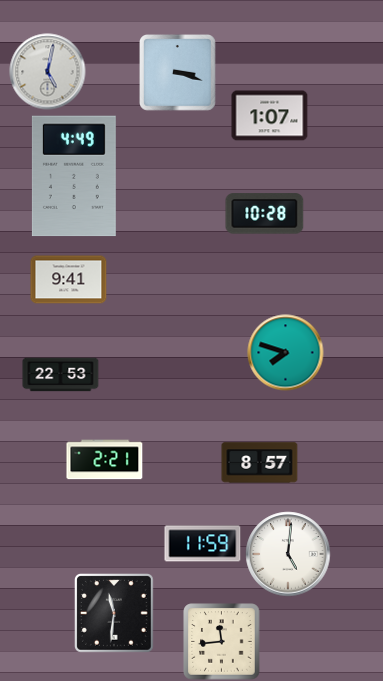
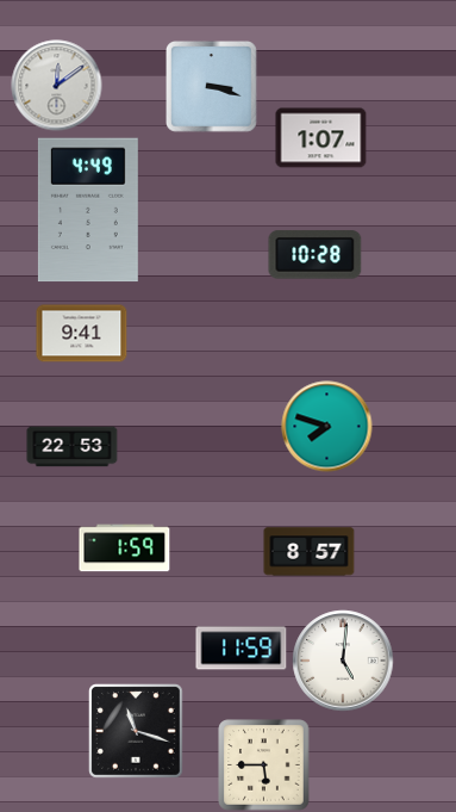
clock at (48, 72): 5:02 -> 12:09
clock at (286, 353) position: (286, 353) -> (327, 427)
clock at (105, 460): 2:21 -> 1:59
clock at (115, 614): 11:31 -> 11:18
clock at (222, 642): 11:44 -> 5:45
